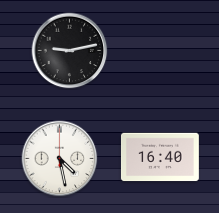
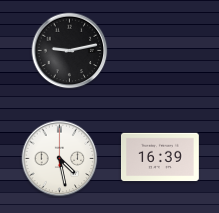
clock at (160, 157): 16:40 -> 16:39
